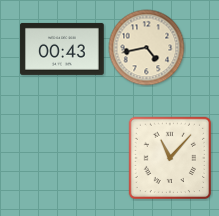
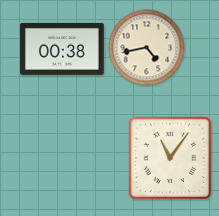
clock at (62, 49): 00:43 -> 00:38
clock at (170, 158): 11:07 -> 11:06
